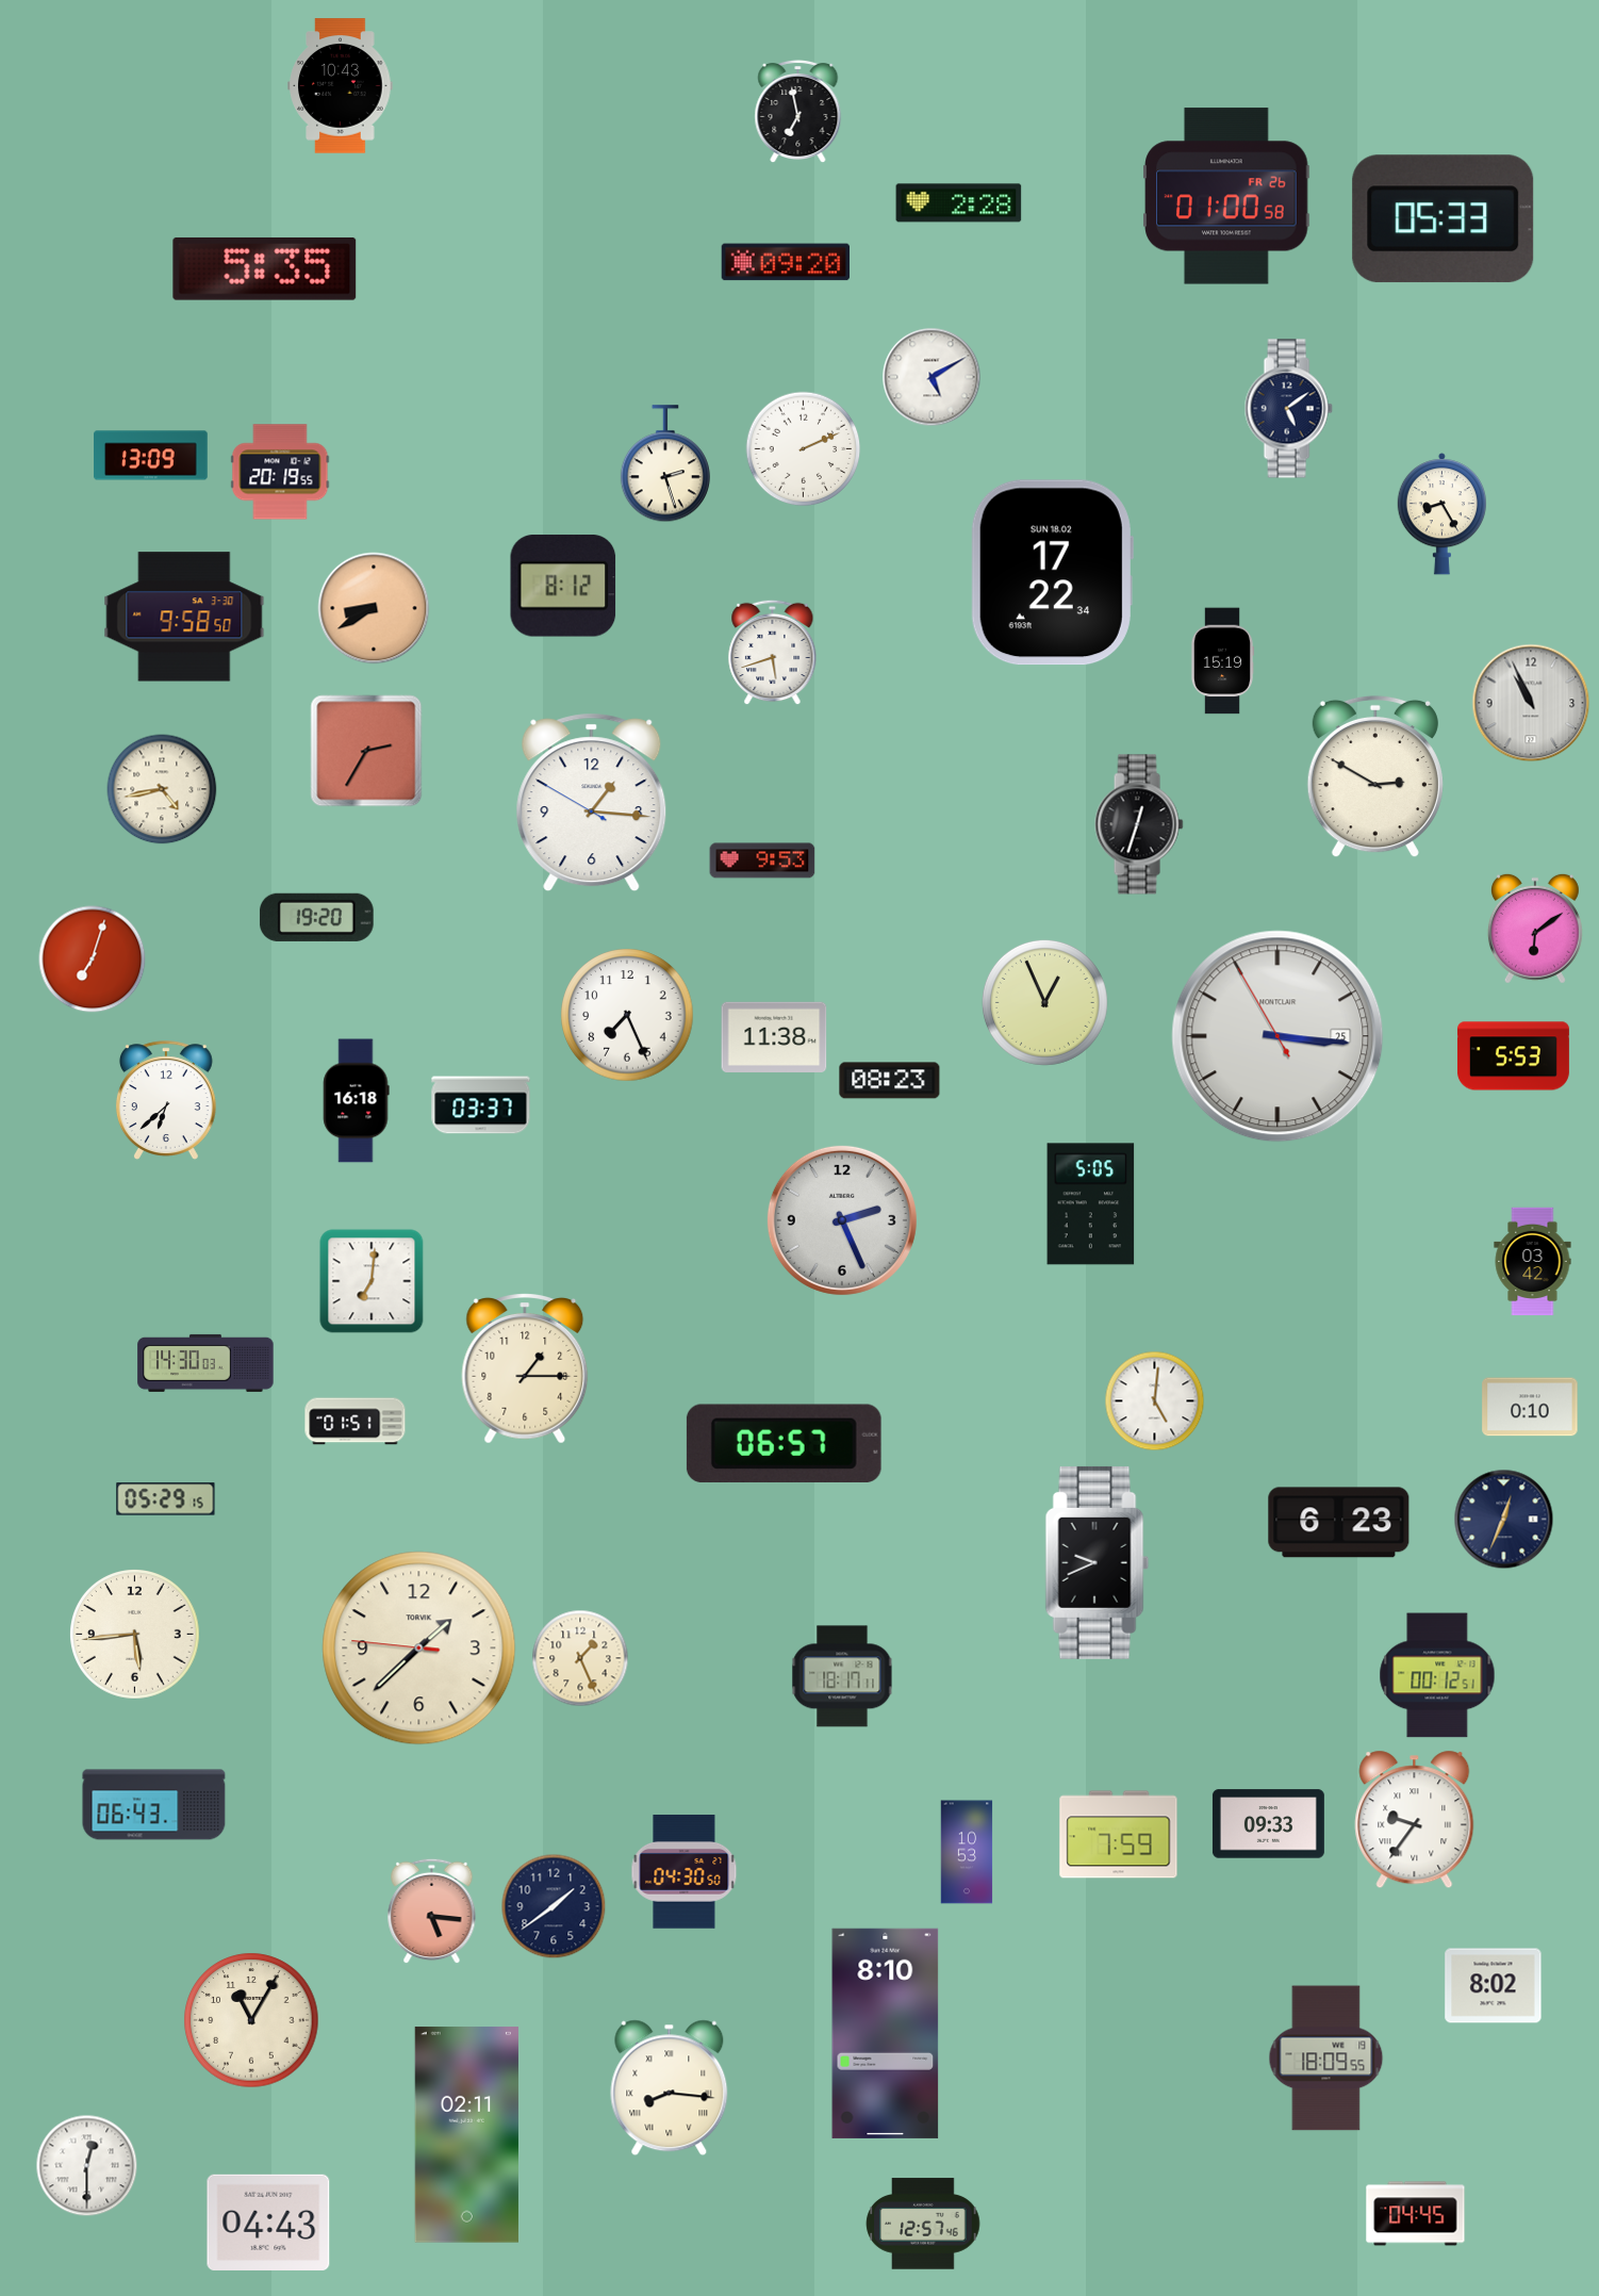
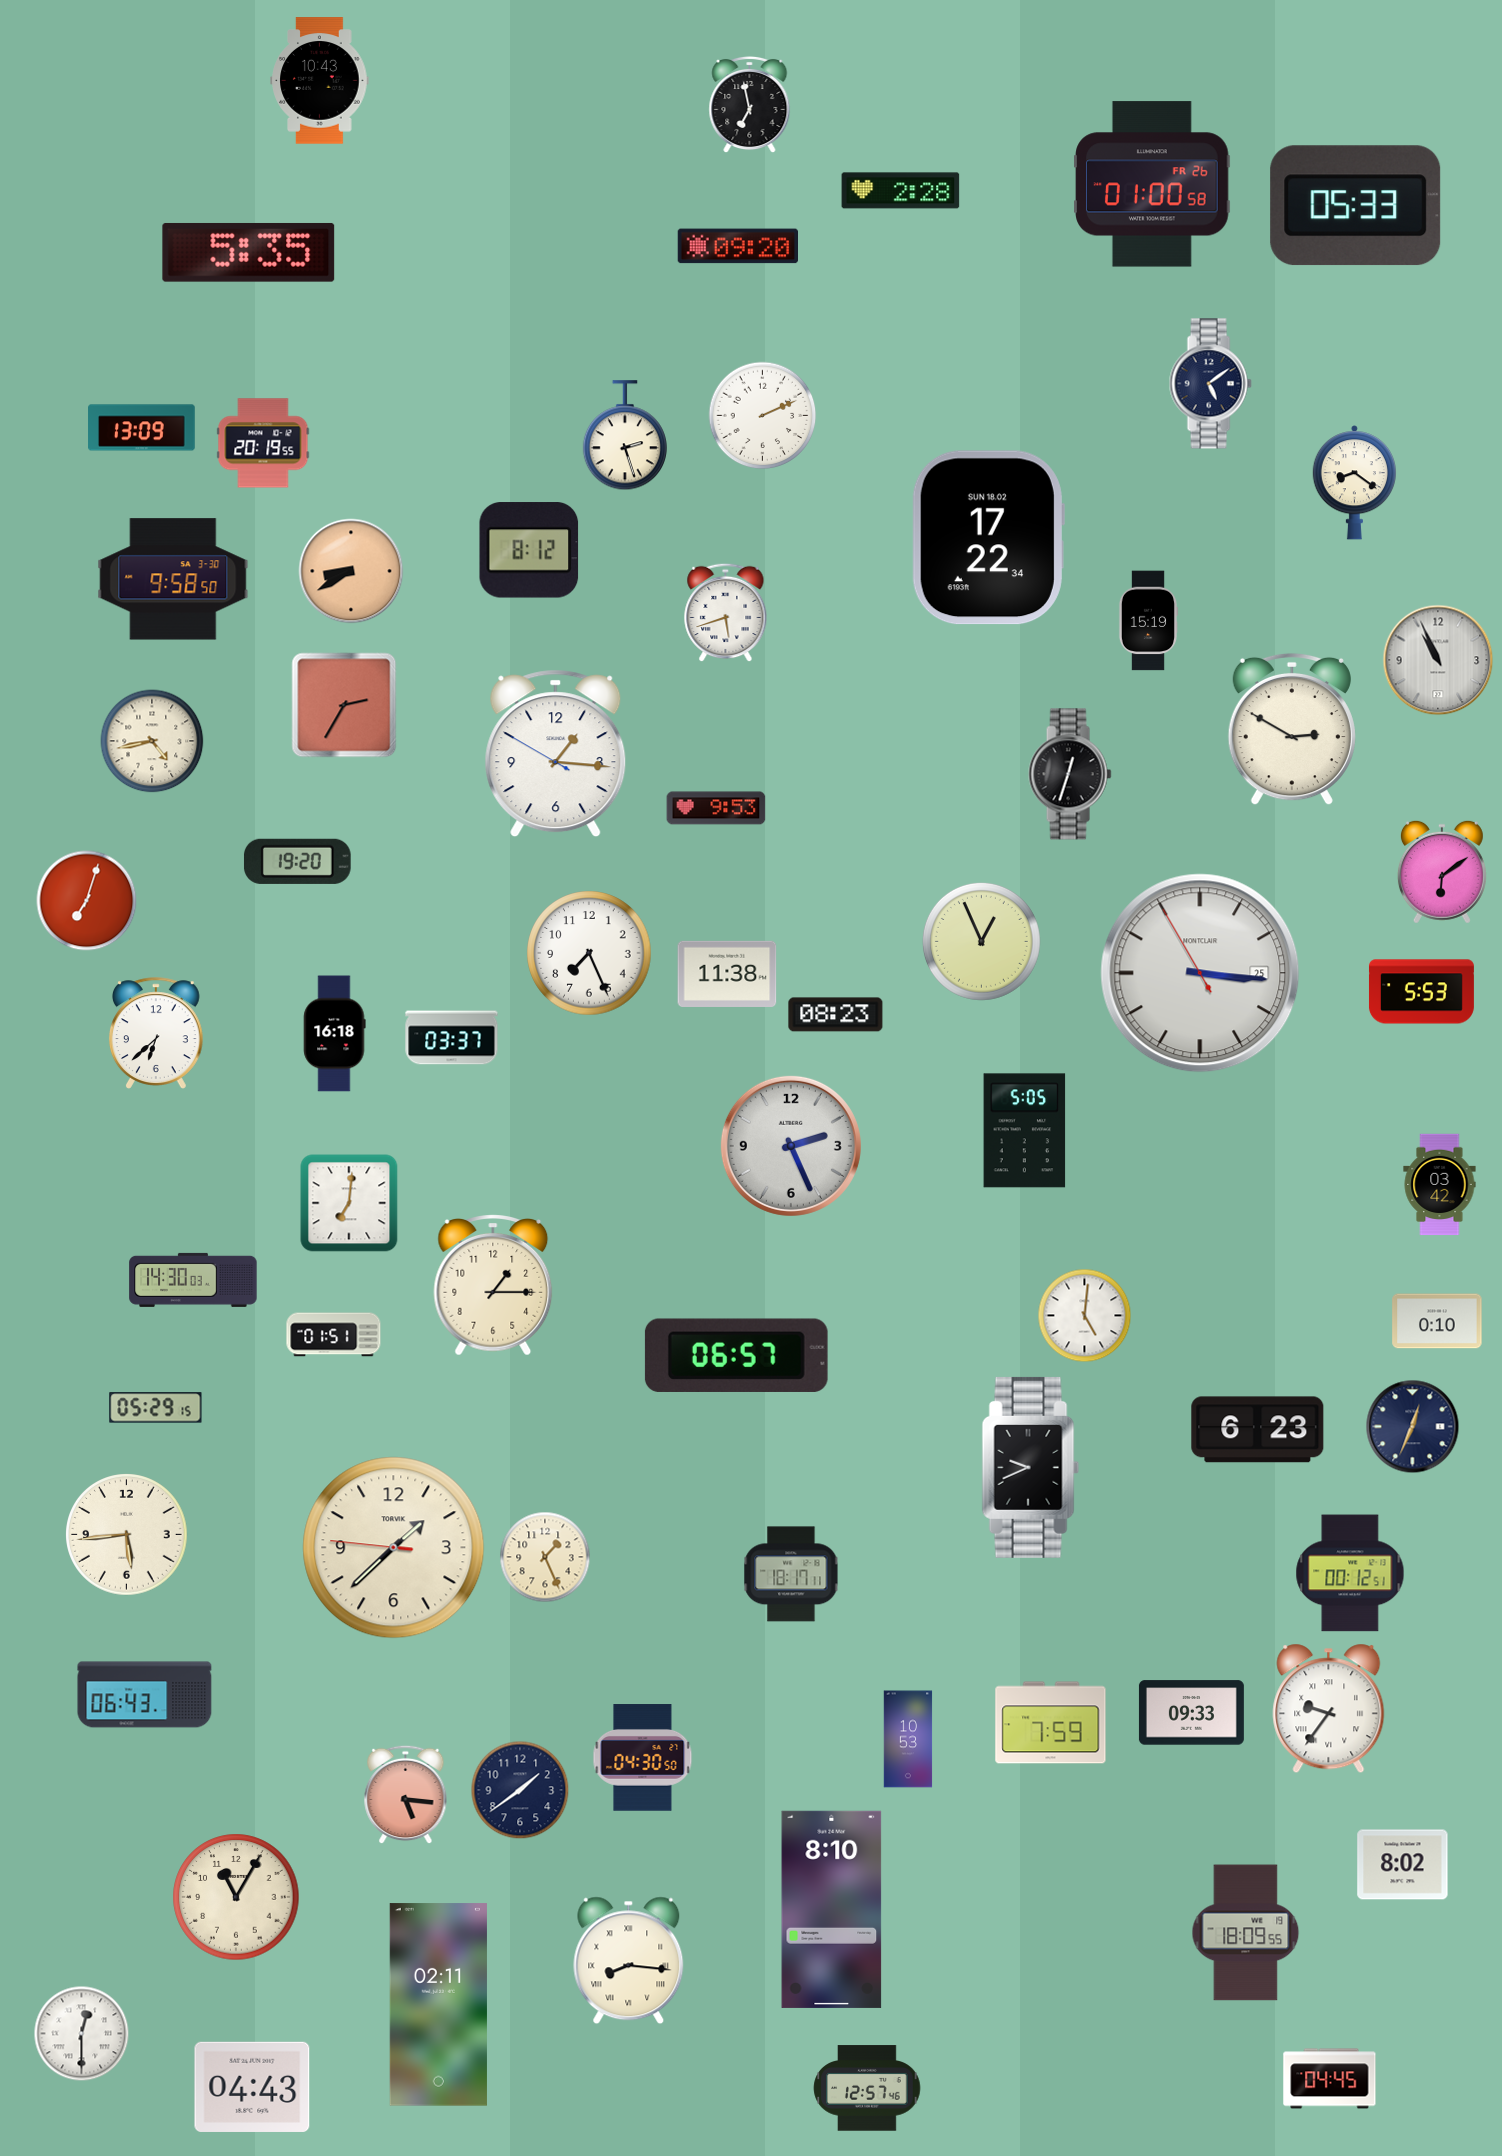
clock at (932, 377): 5:10 -> none
clock at (804, 449) position: (804, 449) -> (763, 416)
clock at (1441, 514): 8:25 -> 8:21
